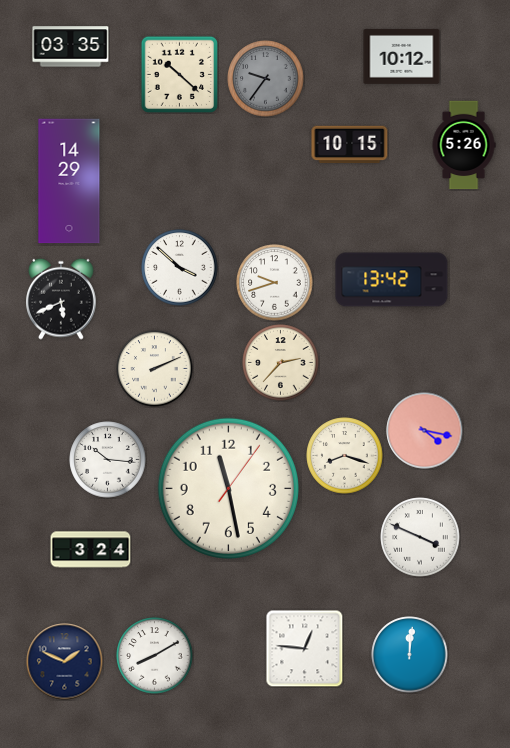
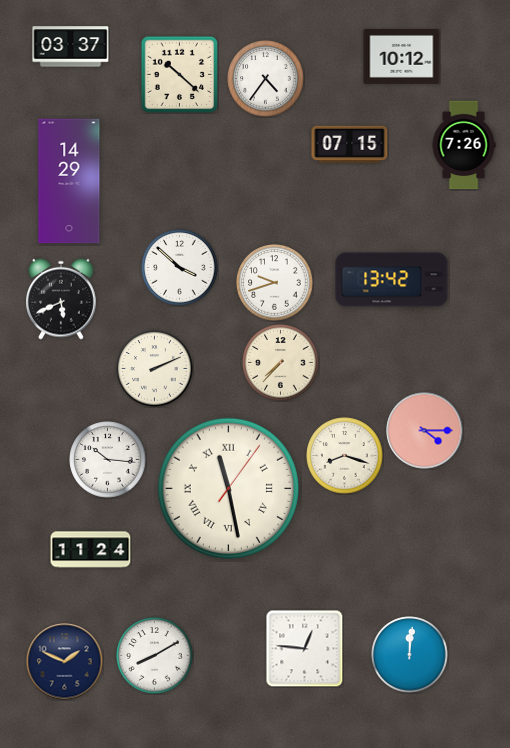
clock at (71, 47): 03:35 -> 03:37
clock at (266, 79): 9:36 -> 4:36
clock at (266, 79) dial: grey -> white
clock at (350, 145): 10:15 -> 07:15
clock at (464, 145): 5:26 -> 7:26
clock at (281, 363): 2:37 -> 7:37
clock at (425, 431): 4:17 -> 4:15
clock at (228, 488) numerals: Arabic -> Roman
clock at (420, 537): 3:49 -> none
clock at (91, 550): 3:24 -> 11:24
